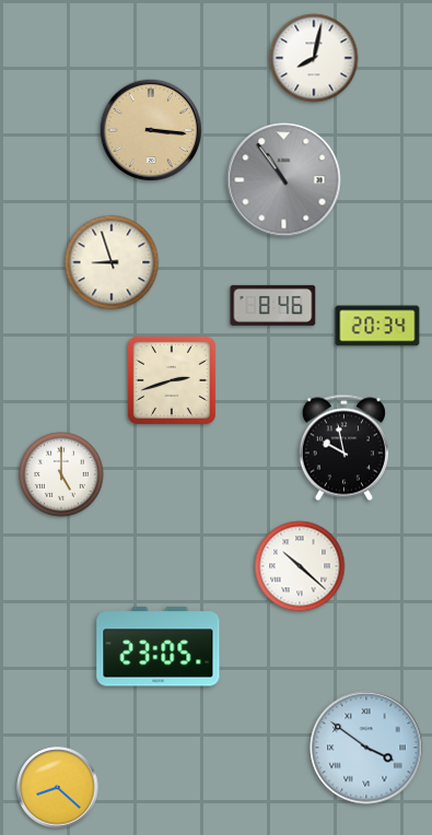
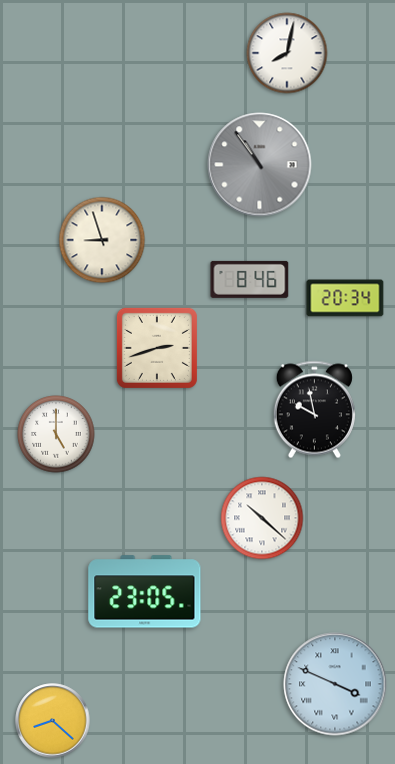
clock at (151, 130): 3:16 -> none
clock at (300, 566) position: (300, 566) -> (262, 518)
clock at (366, 748): 3:51 -> 3:49
